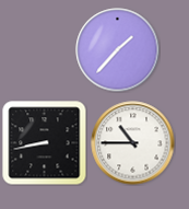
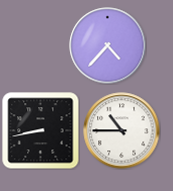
clock at (118, 50): 1:37 -> 4:37
